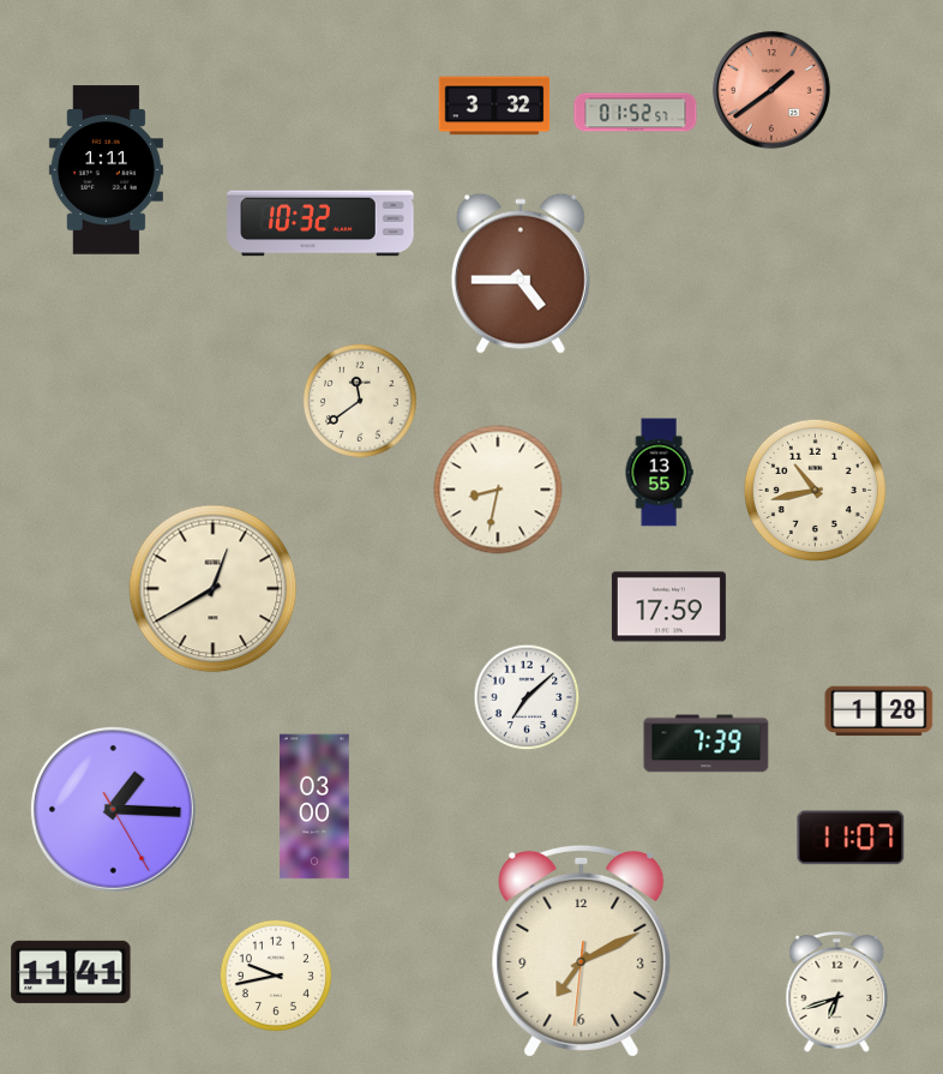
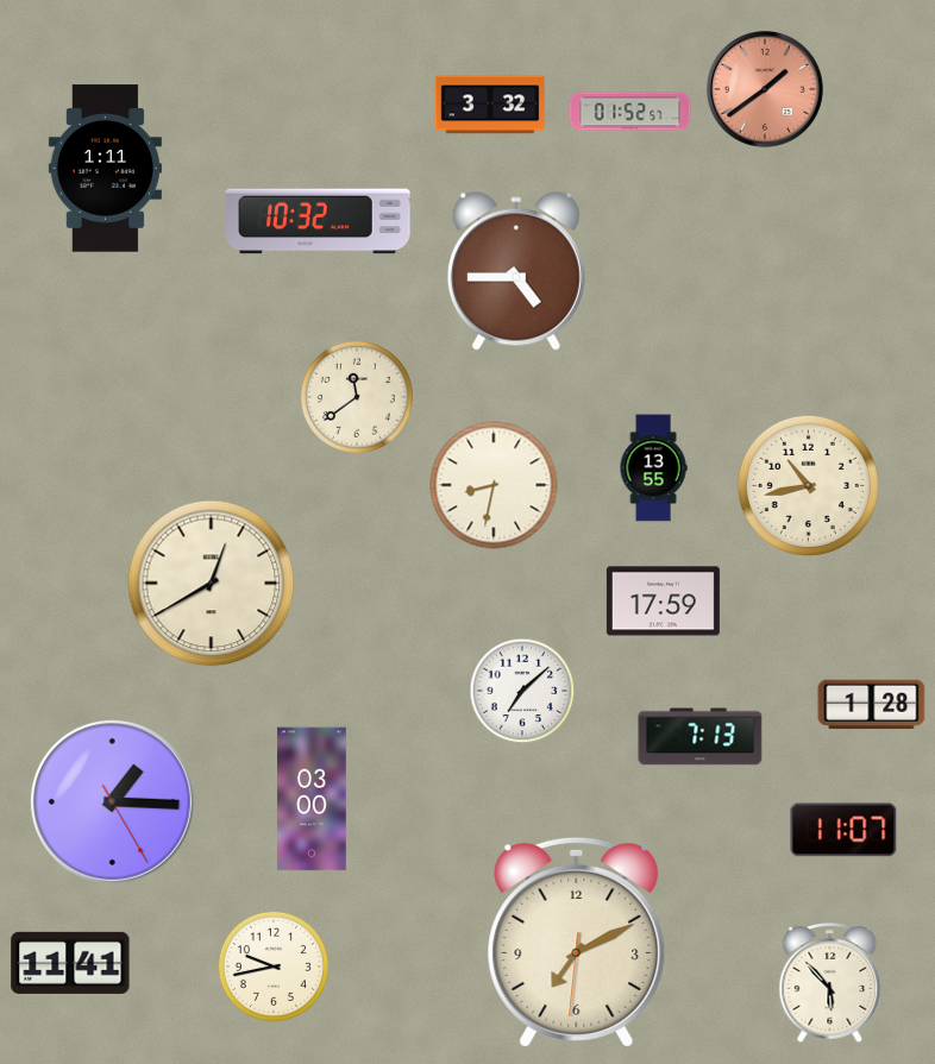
clock at (707, 744): 7:39 -> 7:13
clock at (837, 992): 6:42 -> 5:53
